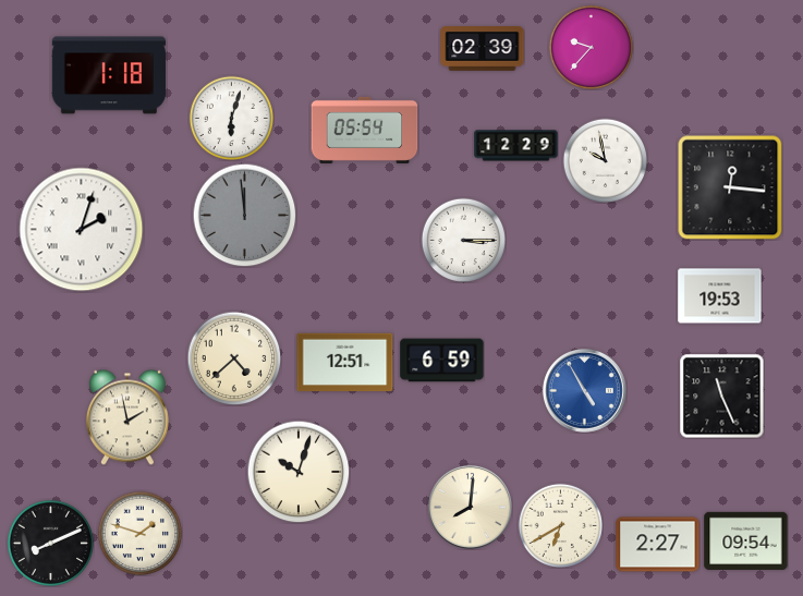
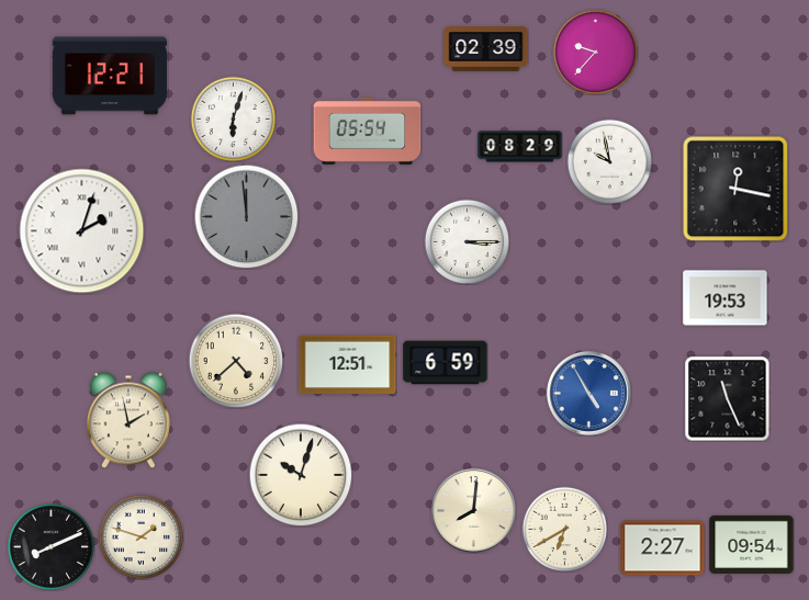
clock at (591, 47) position: (591, 47) -> (595, 52)
clock at (109, 75): 1:18 -> 12:21
clock at (516, 146): 12:29 -> 08:29
clock at (730, 187): 12:16 -> 12:17
